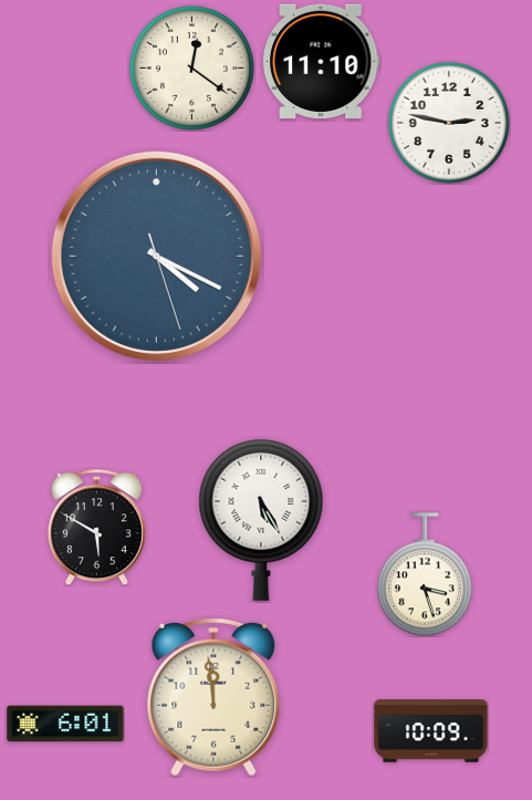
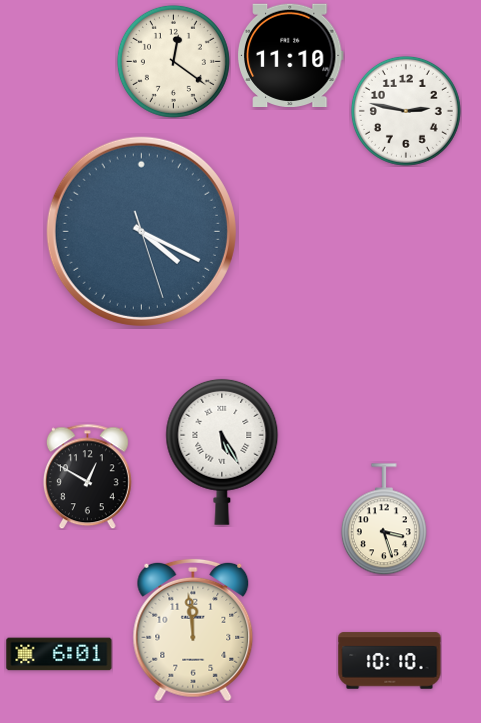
clock at (261, 520) position: (261, 520) -> (222, 452)
clock at (96, 527): 5:50 -> 12:50
clock at (431, 731): 10:09 -> 10:10
